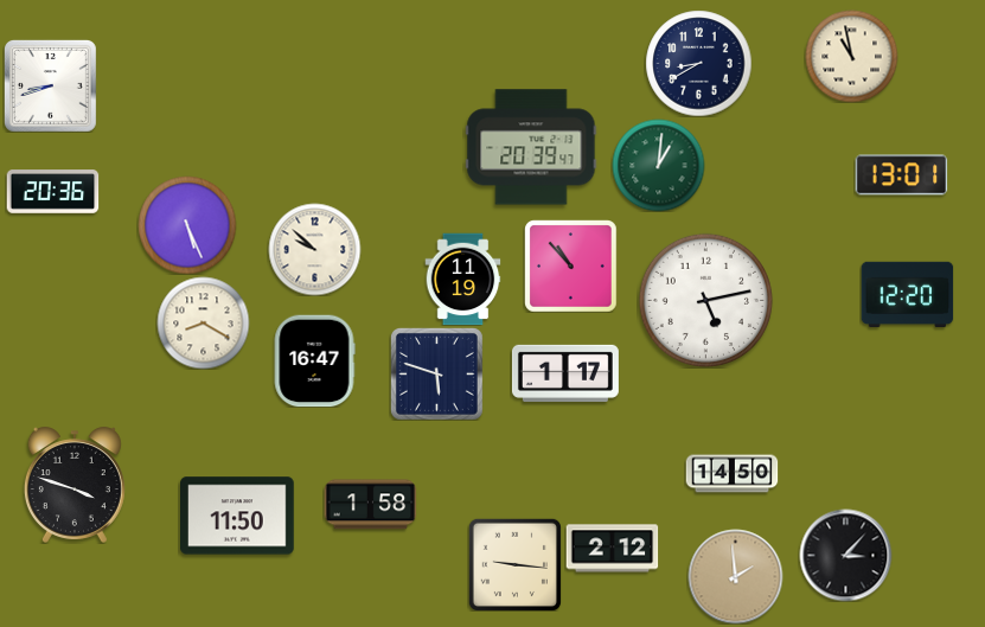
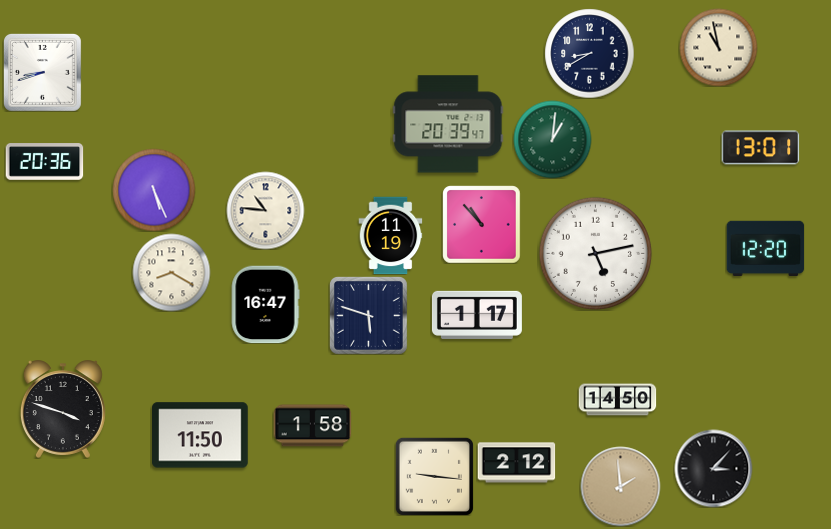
clock at (658, 165) position: (658, 165) -> (552, 139)
clock at (187, 225) position: (187, 225) -> (154, 190)
clock at (314, 249): 9:52 -> 10:46
